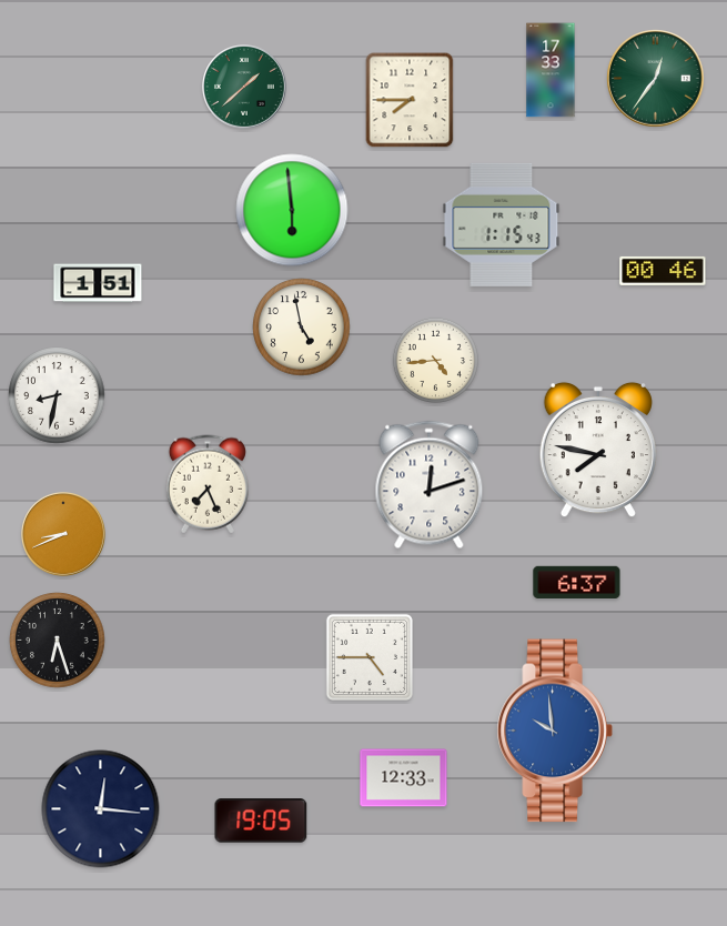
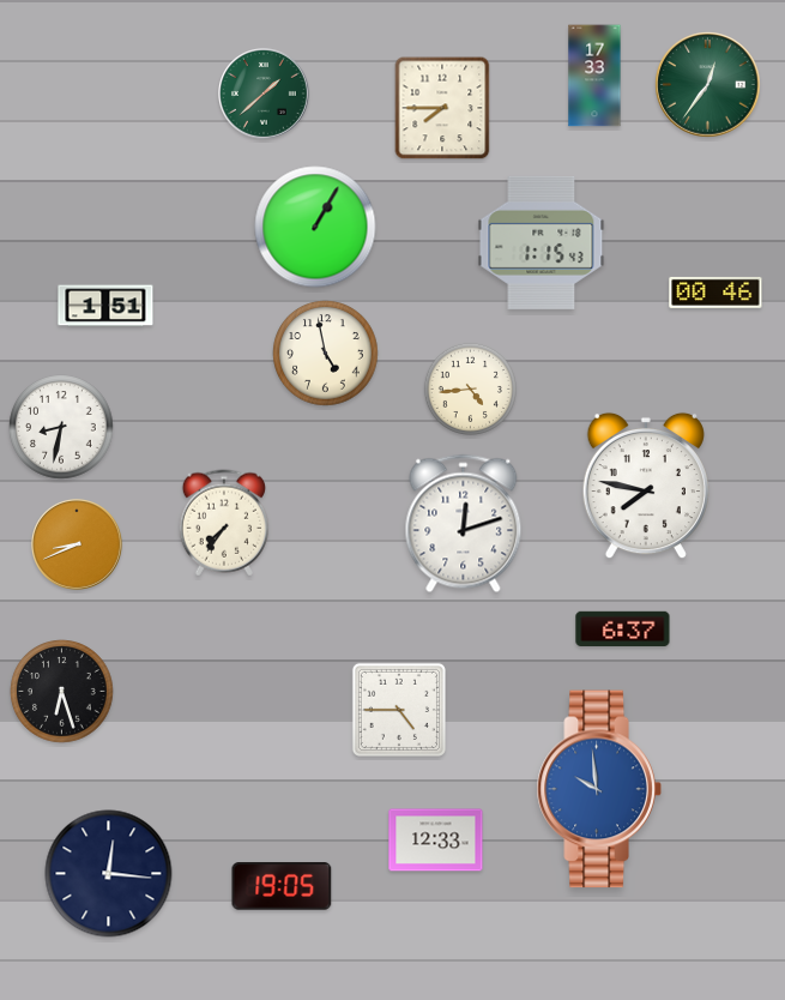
clock at (292, 210): 5:59 -> 1:05
clock at (206, 484): 7:26 -> 7:36
clock at (64, 535) position: (64, 535) -> (78, 546)
